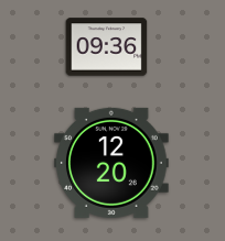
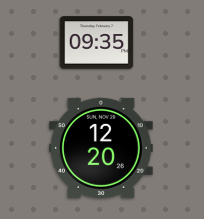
clock at (107, 47): 09:36 -> 09:35
